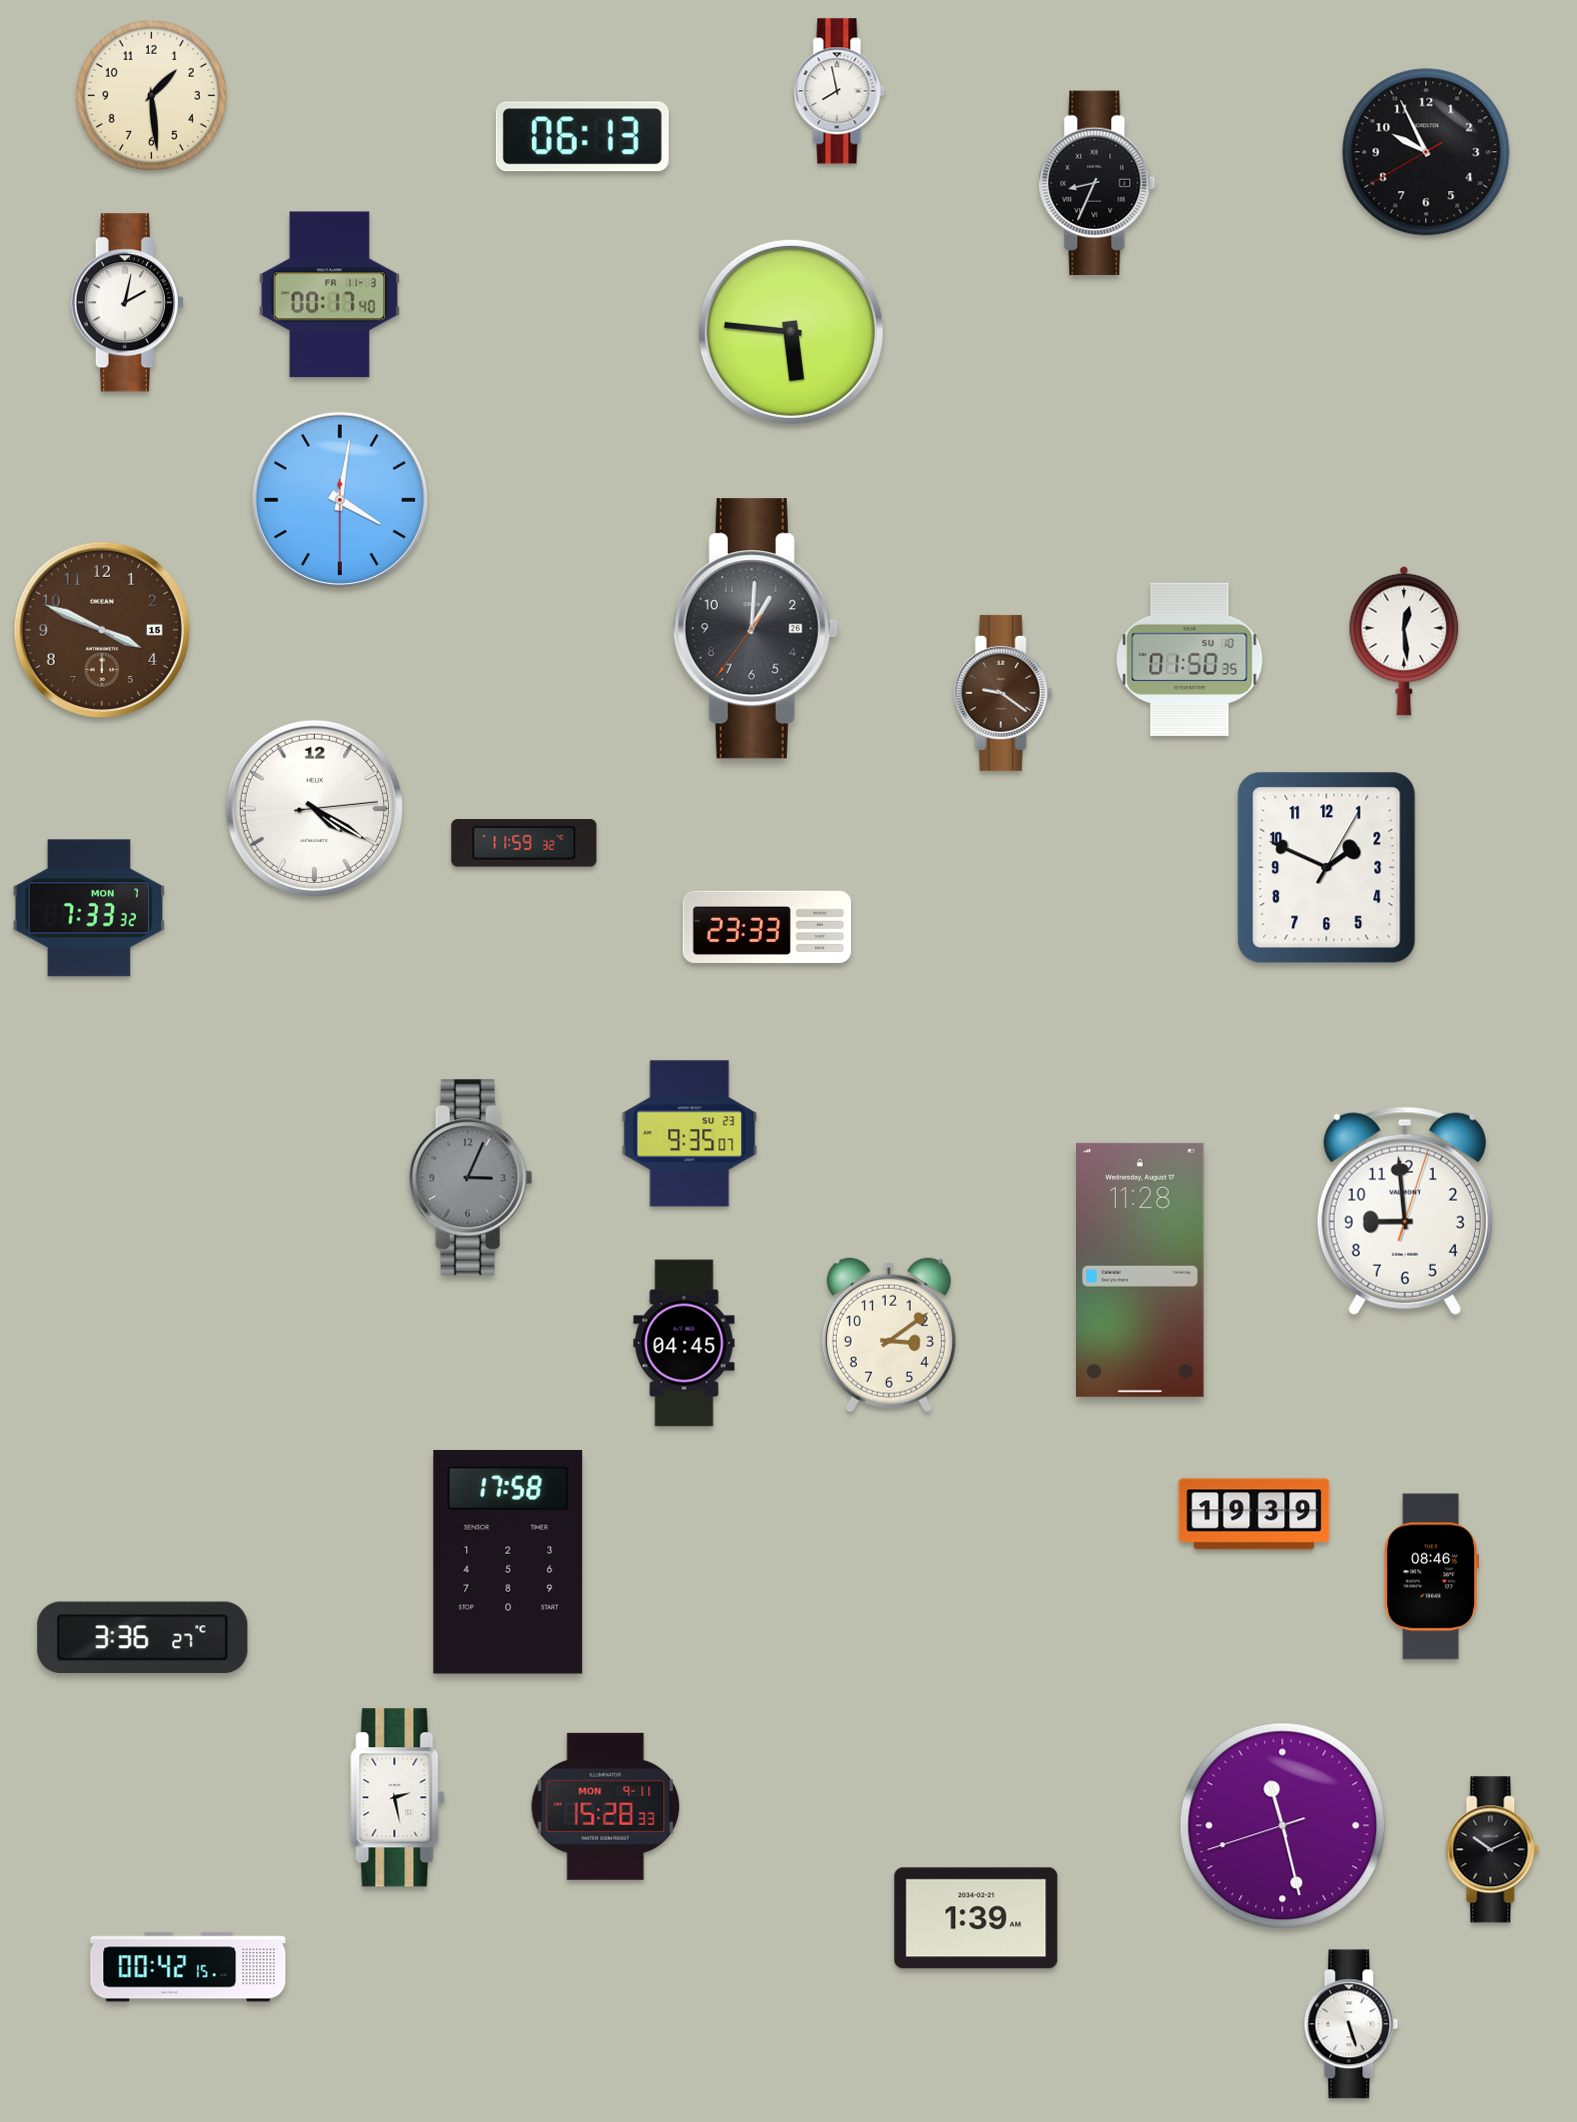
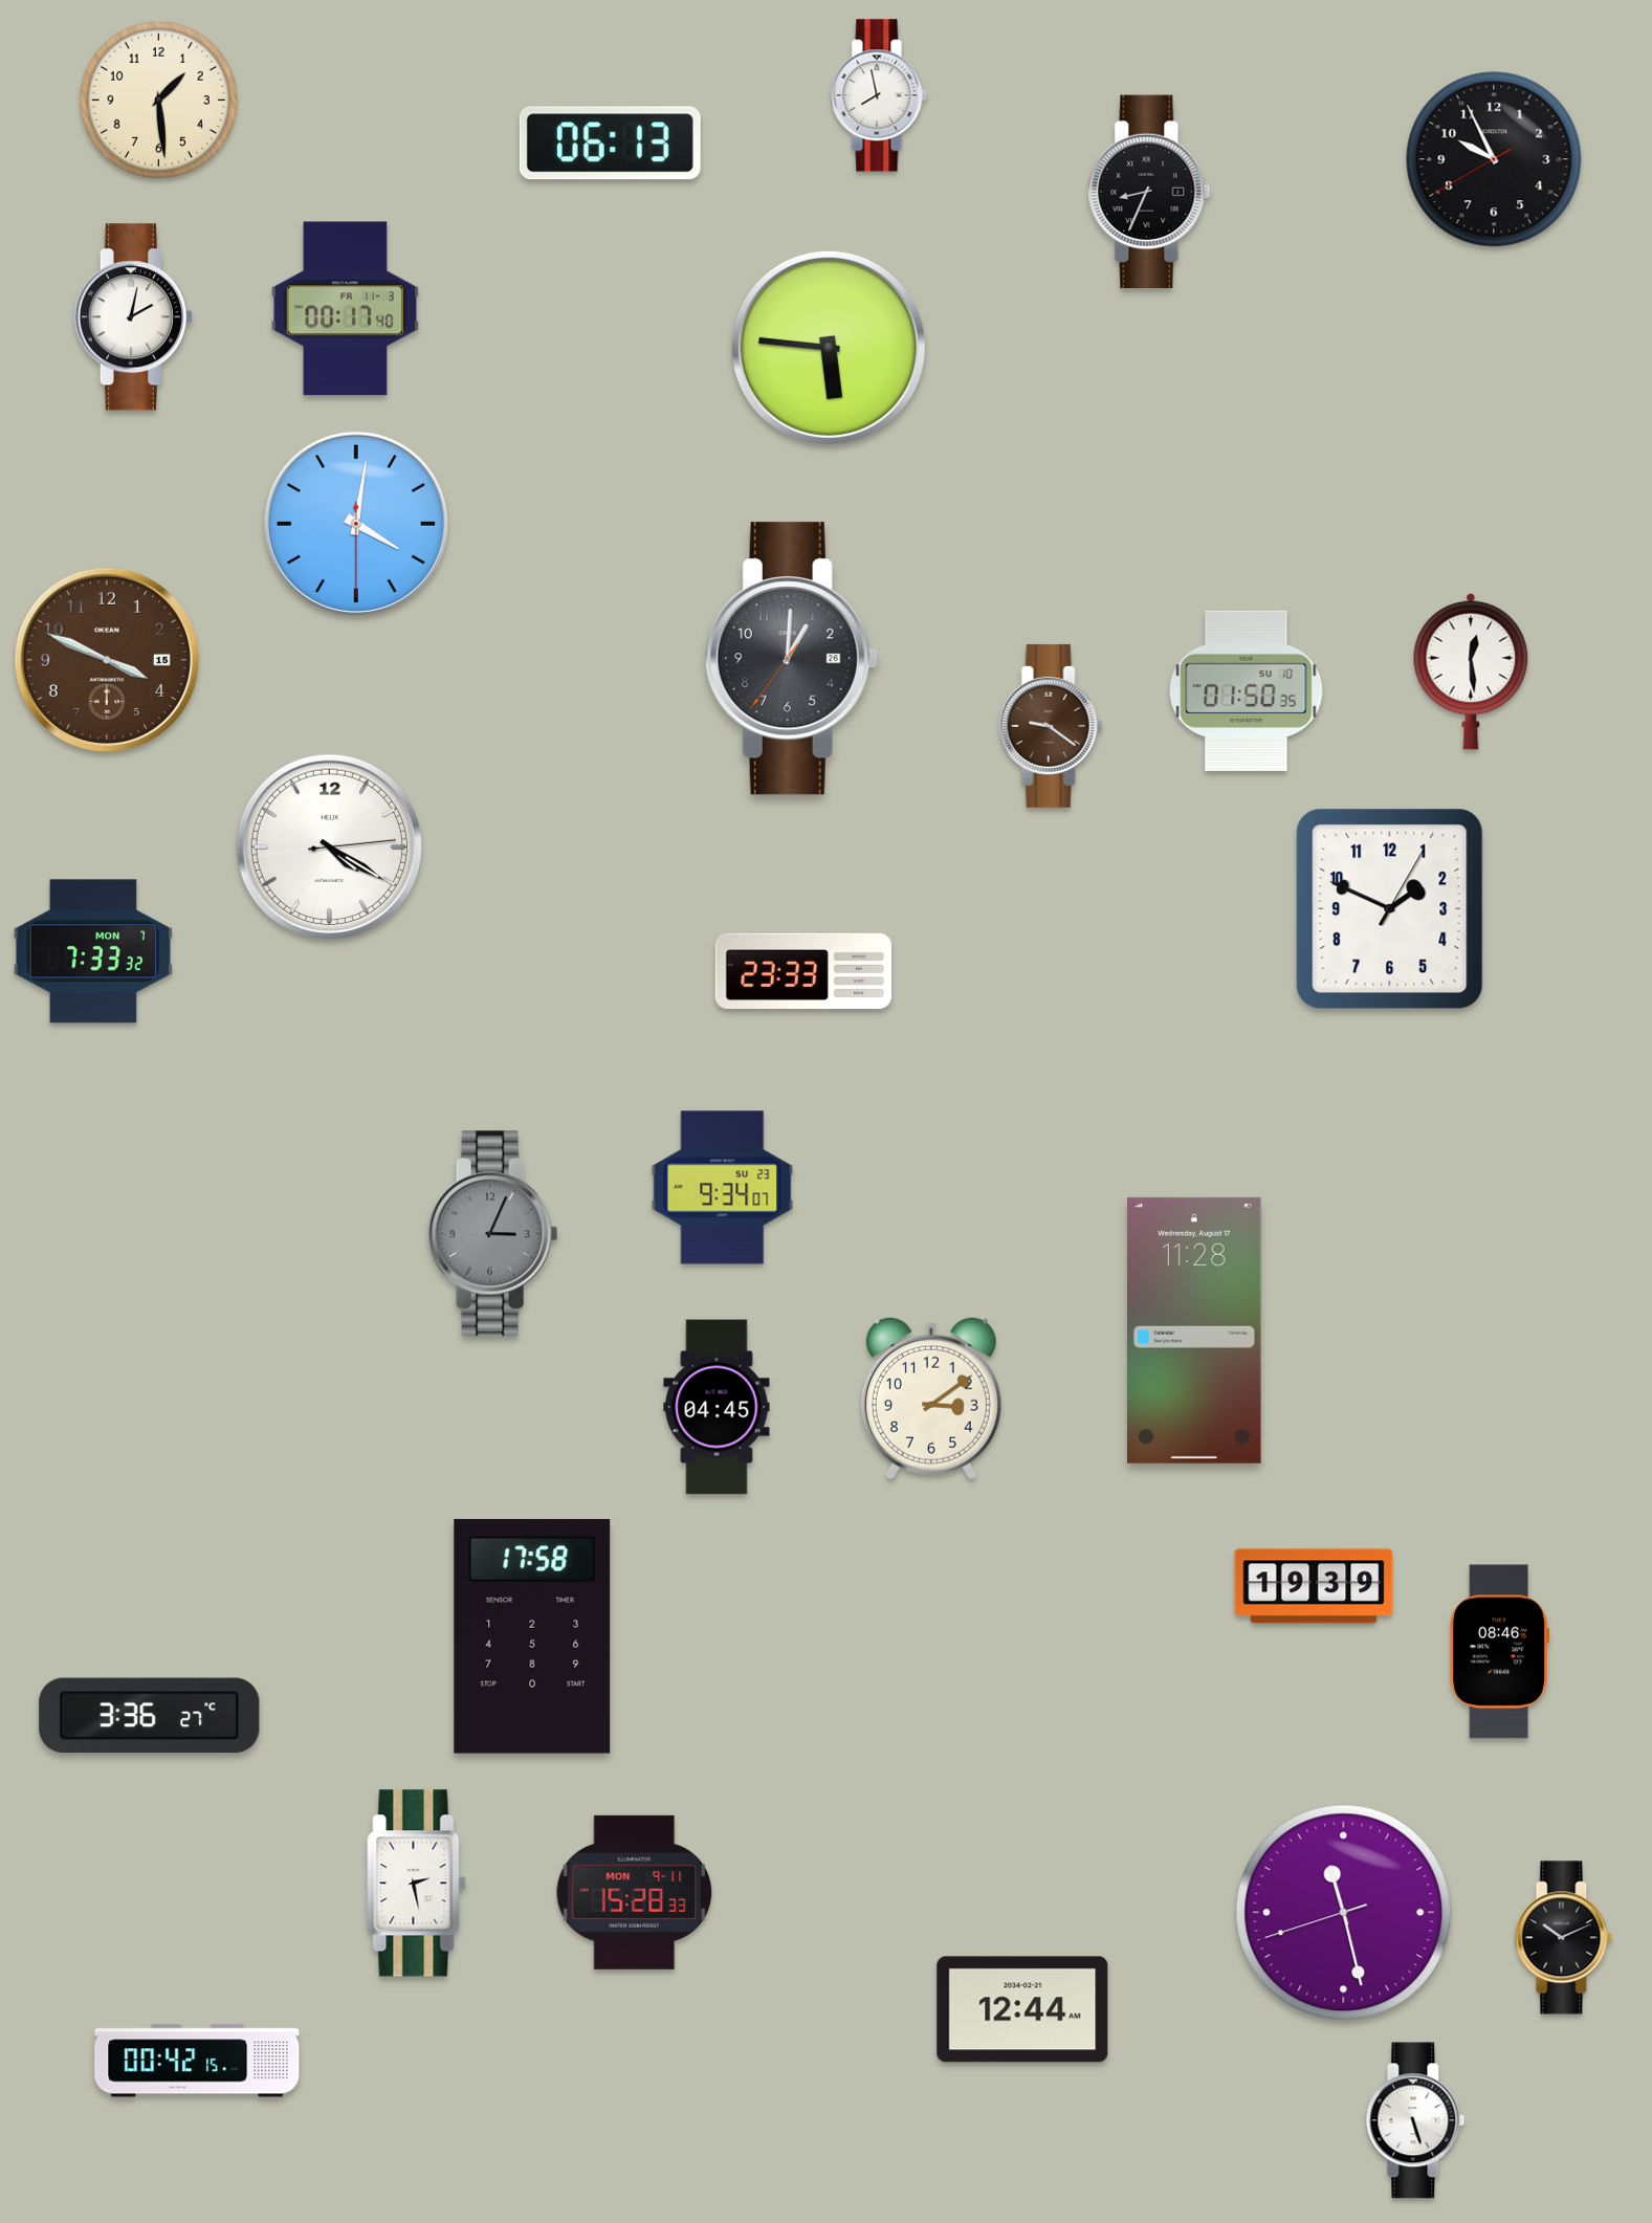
clock at (524, 843): 11:59 -> none
clock at (690, 1134): 9:35 -> 9:34
clock at (1405, 1211): 8:59 -> none
clock at (976, 1918): 1:39 -> 12:44
